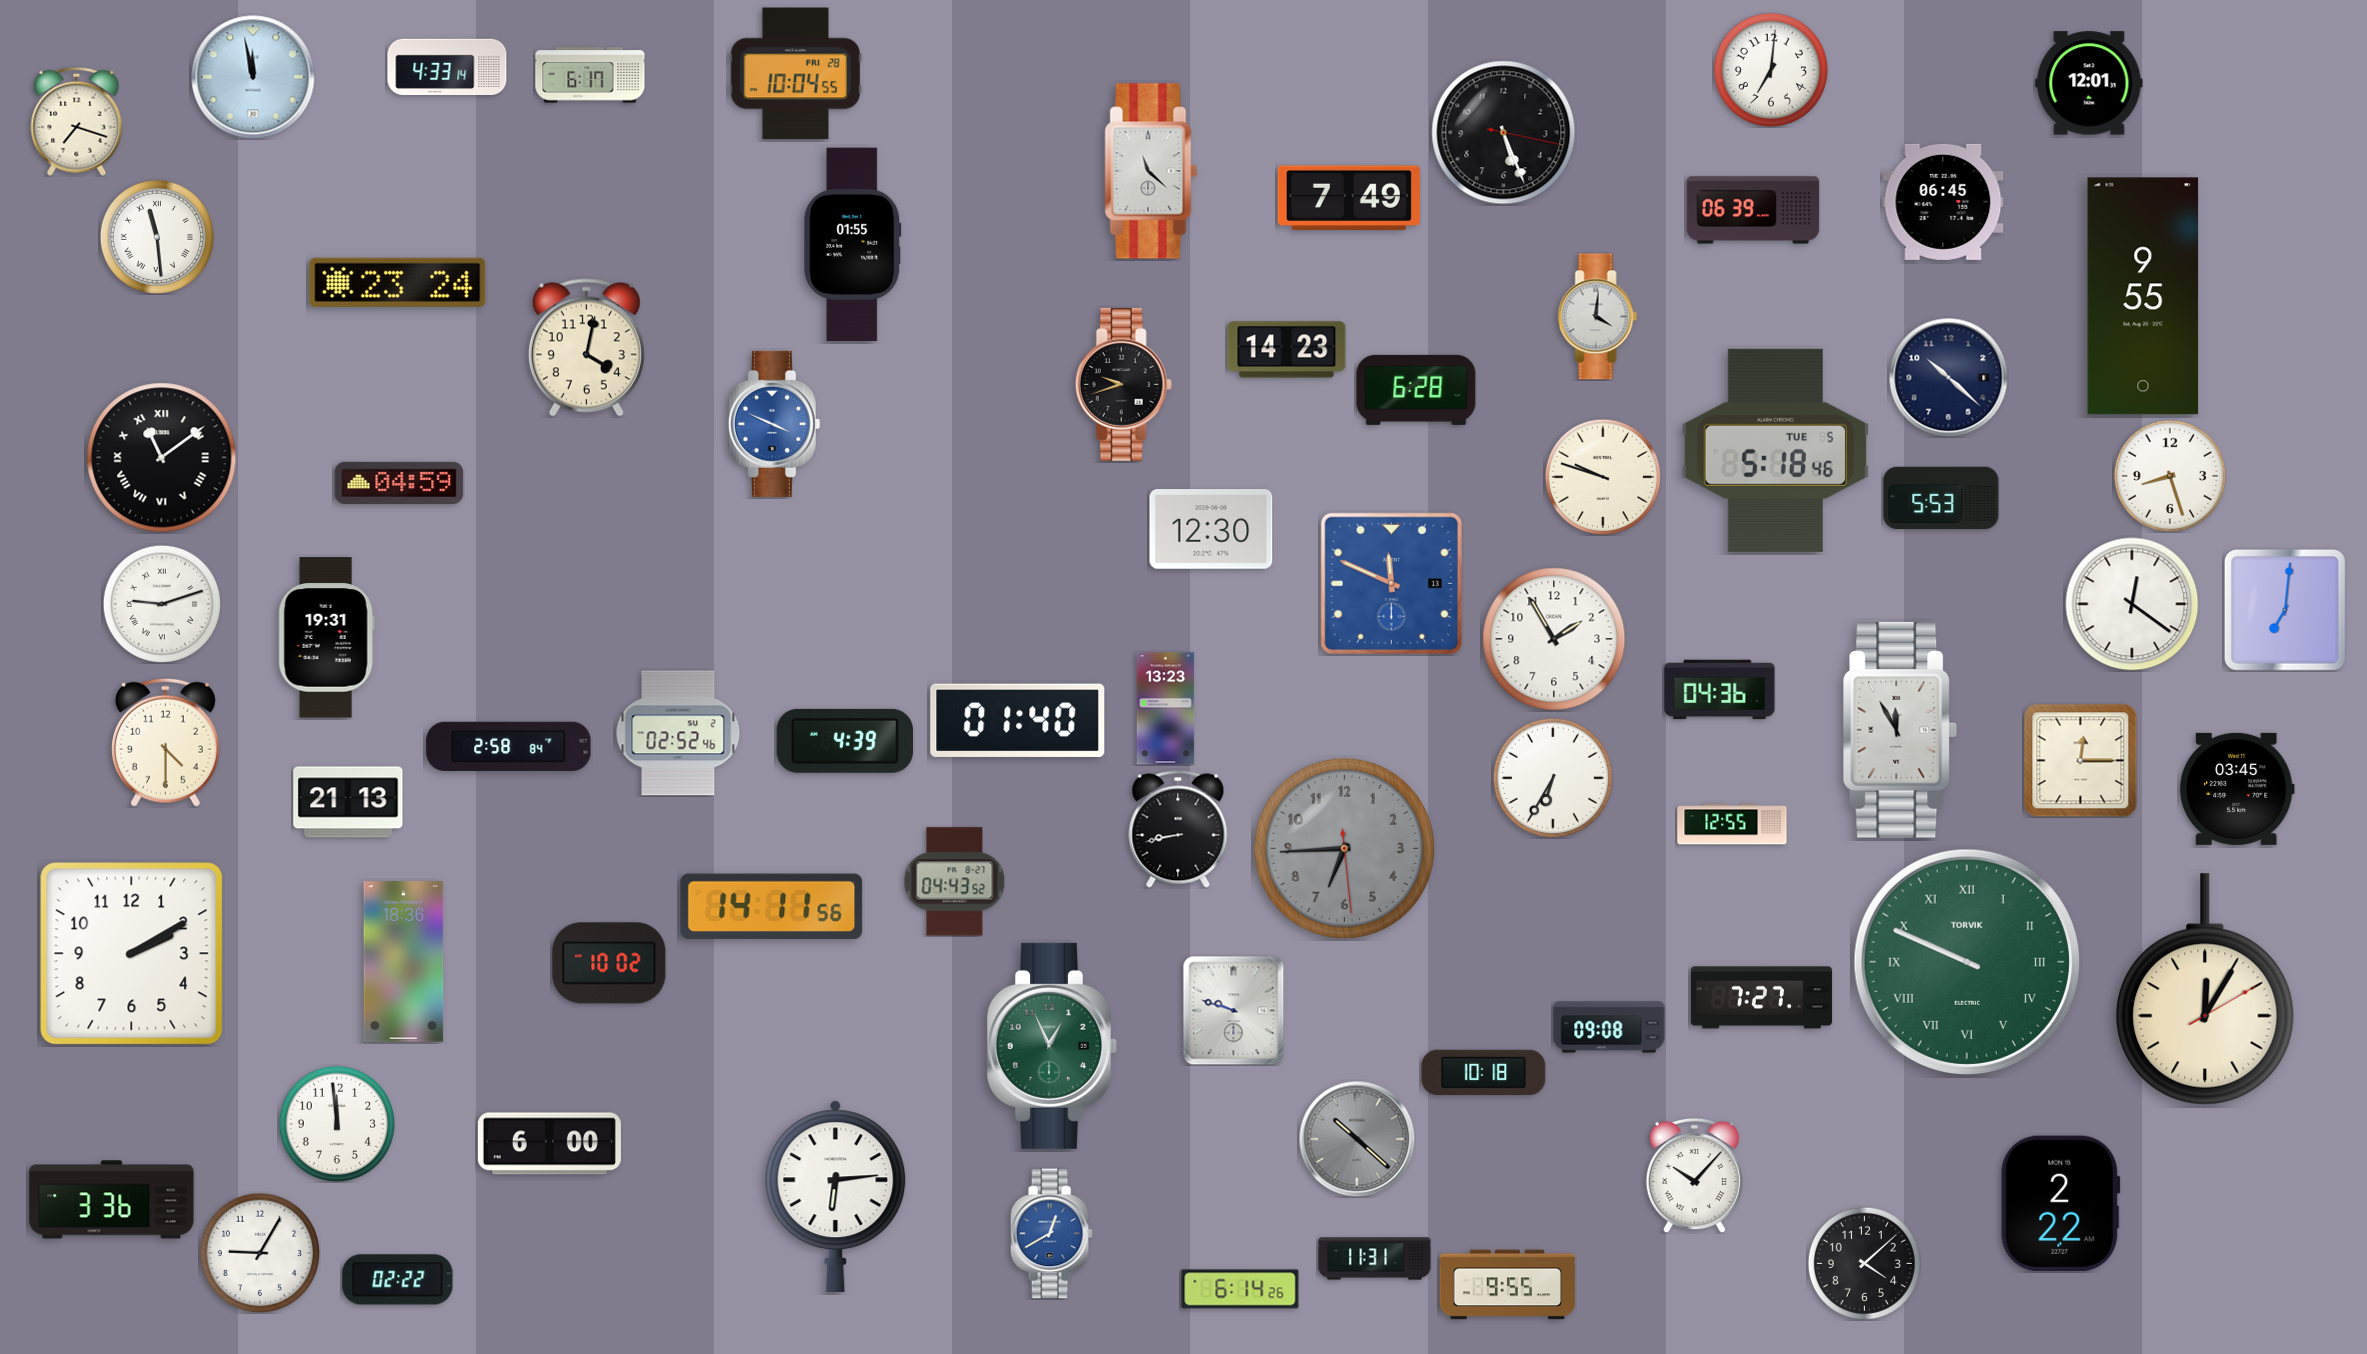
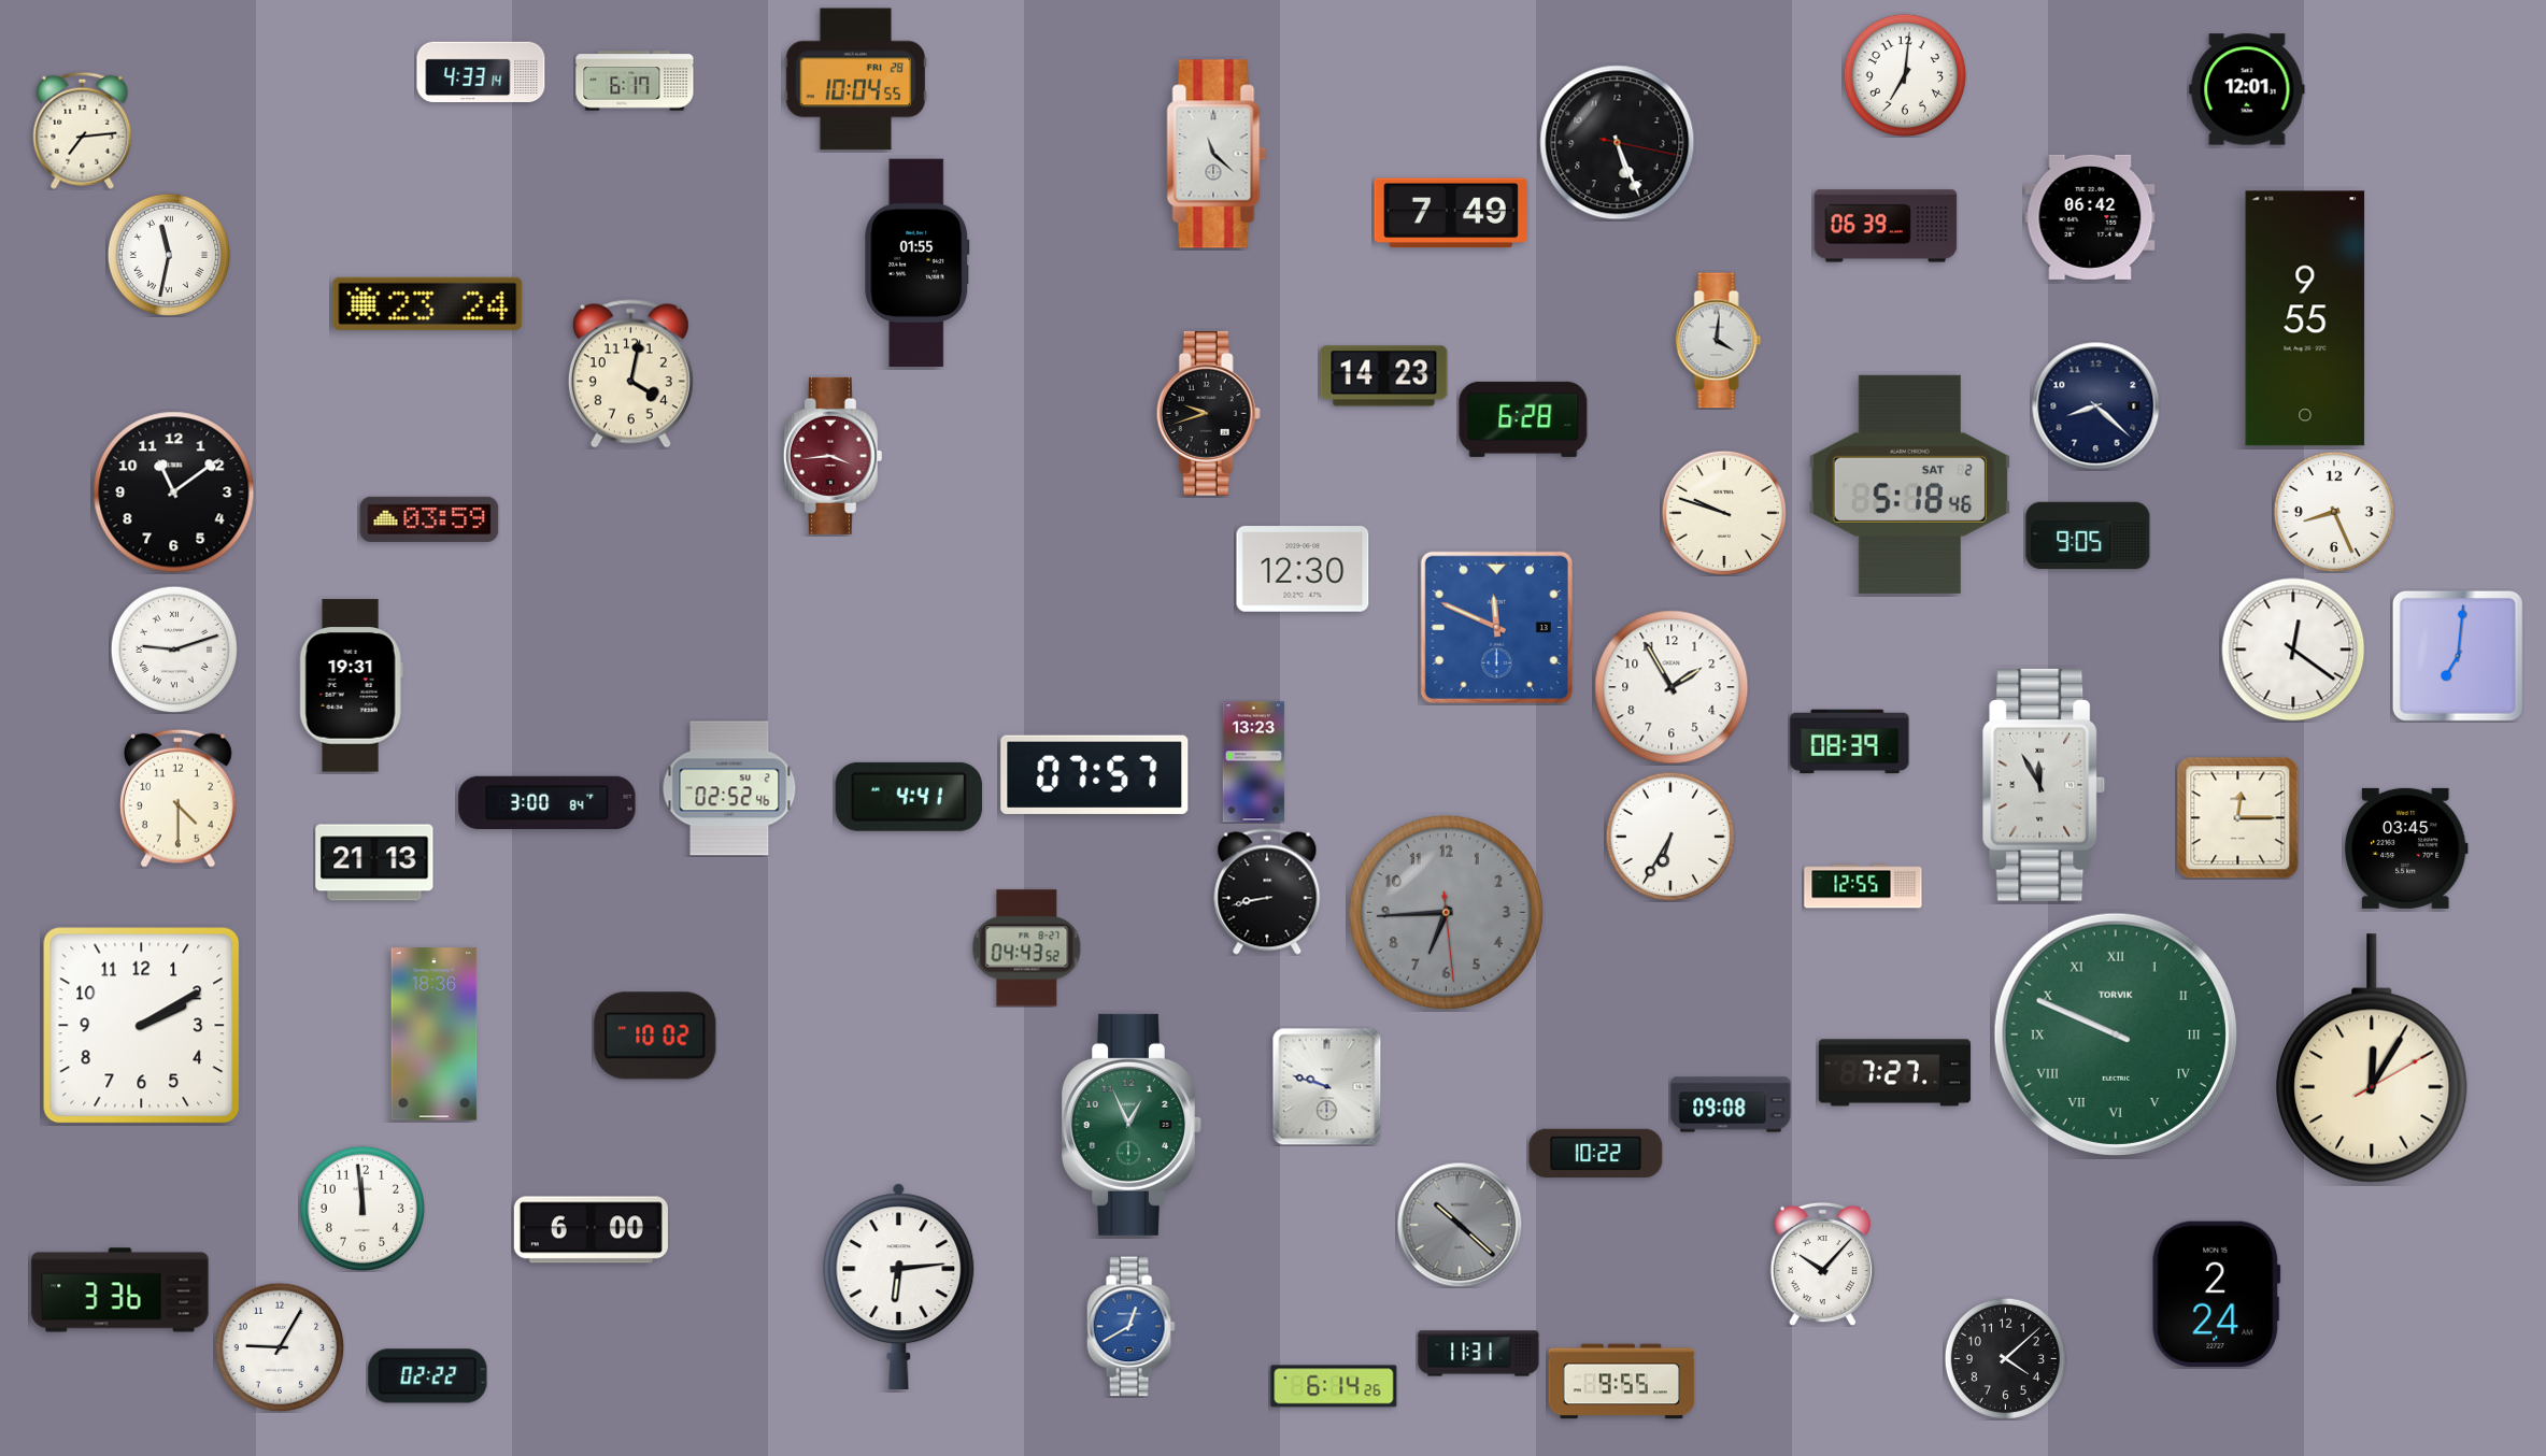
clock at (253, 77): 11:58 -> none
clock at (77, 121): 7:18 -> 7:14
clock at (1151, 171) position: (1151, 171) -> (1217, 154)
clock at (1943, 202): 06:45 -> 06:42
clock at (157, 237): 11:29 -> 11:32
clock at (1949, 378): 10:22 -> 8:22
clock at (774, 424): 3:49 -> 3:44
clock at (774, 424) dial: blue -> burgundy
clock at (1775, 450) date: TUE 5 -> SAT 2
clock at (162, 458) numerals: Roman -> Arabic
clock at (2170, 476): 8:27 -> 8:26
clock at (399, 483): 04:59 -> 03:59
clock at (1941, 498): 5:53 -> 9:05
clock at (1720, 690): 04:36 -> 08:39
clock at (1018, 720): 01:40 -> 07:57
clock at (845, 741): 4:39 -> 4:41
clock at (509, 746): 2:58 -> 3:00
clock at (772, 907): 14:11 -> none
clock at (2205, 989) position: (2205, 989) -> (2372, 1058)
clock at (1484, 1072): 10:18 -> 10:22
clock at (2061, 1203): 2:22 -> 2:24
